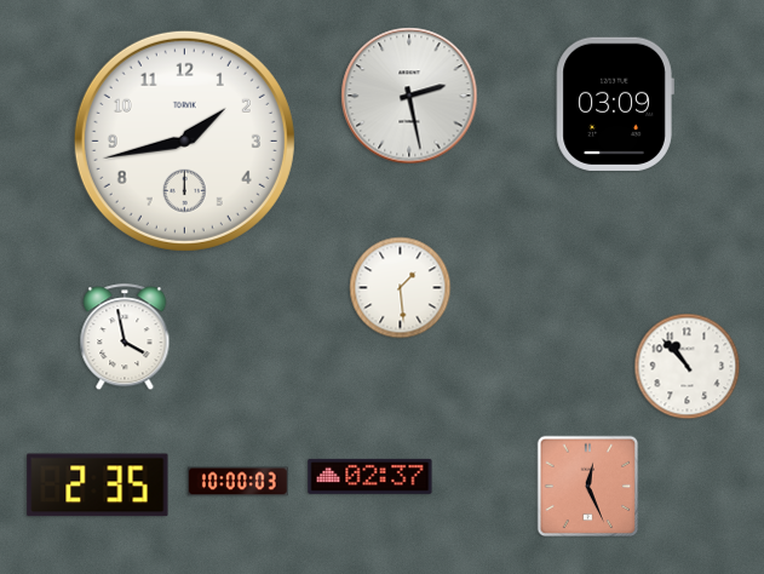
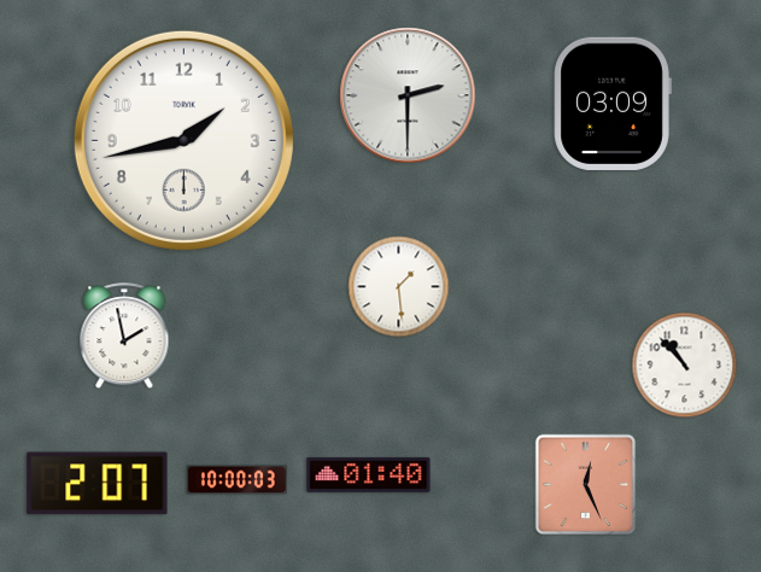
clock at (409, 96): 2:28 -> 2:30
clock at (125, 338): 3:58 -> 1:58
clock at (370, 476): 02:37 -> 01:40
clock at (98, 486): 2:35 -> 2:07
